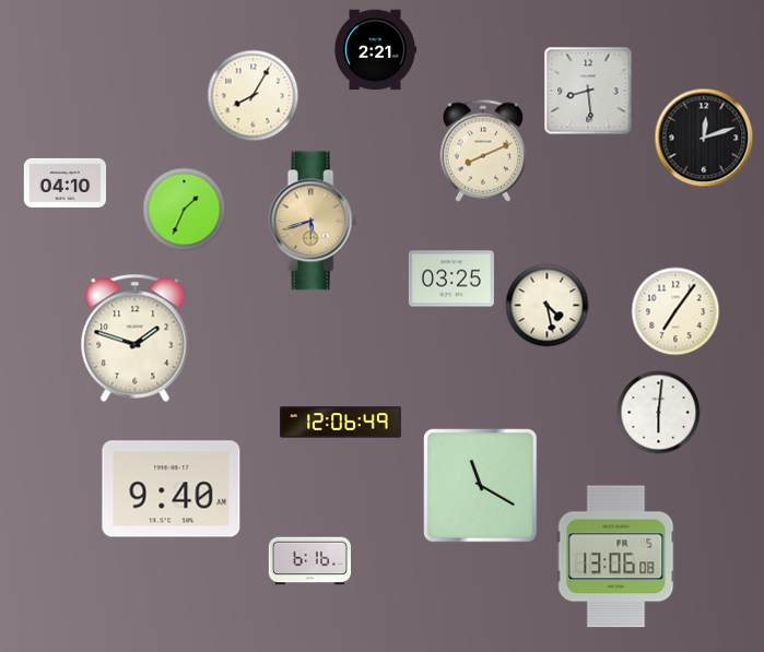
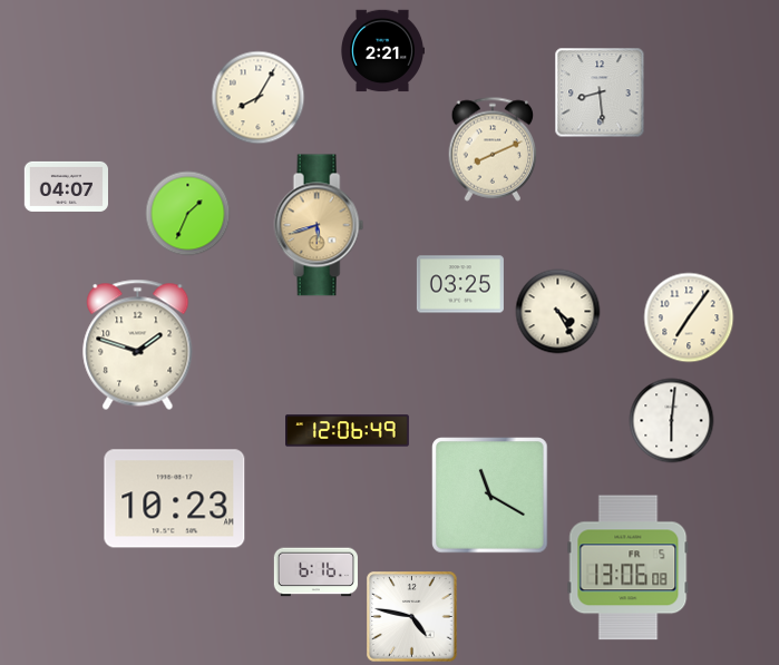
clock at (704, 138): 12:12 -> none
clock at (483, 151) position: (483, 151) -> (493, 149)
clock at (64, 182): 04:10 -> 04:07
clock at (548, 306): 4:28 -> 4:25
clock at (172, 489): 9:40 -> 10:23
clock at (412, 617): none -> 4:47
